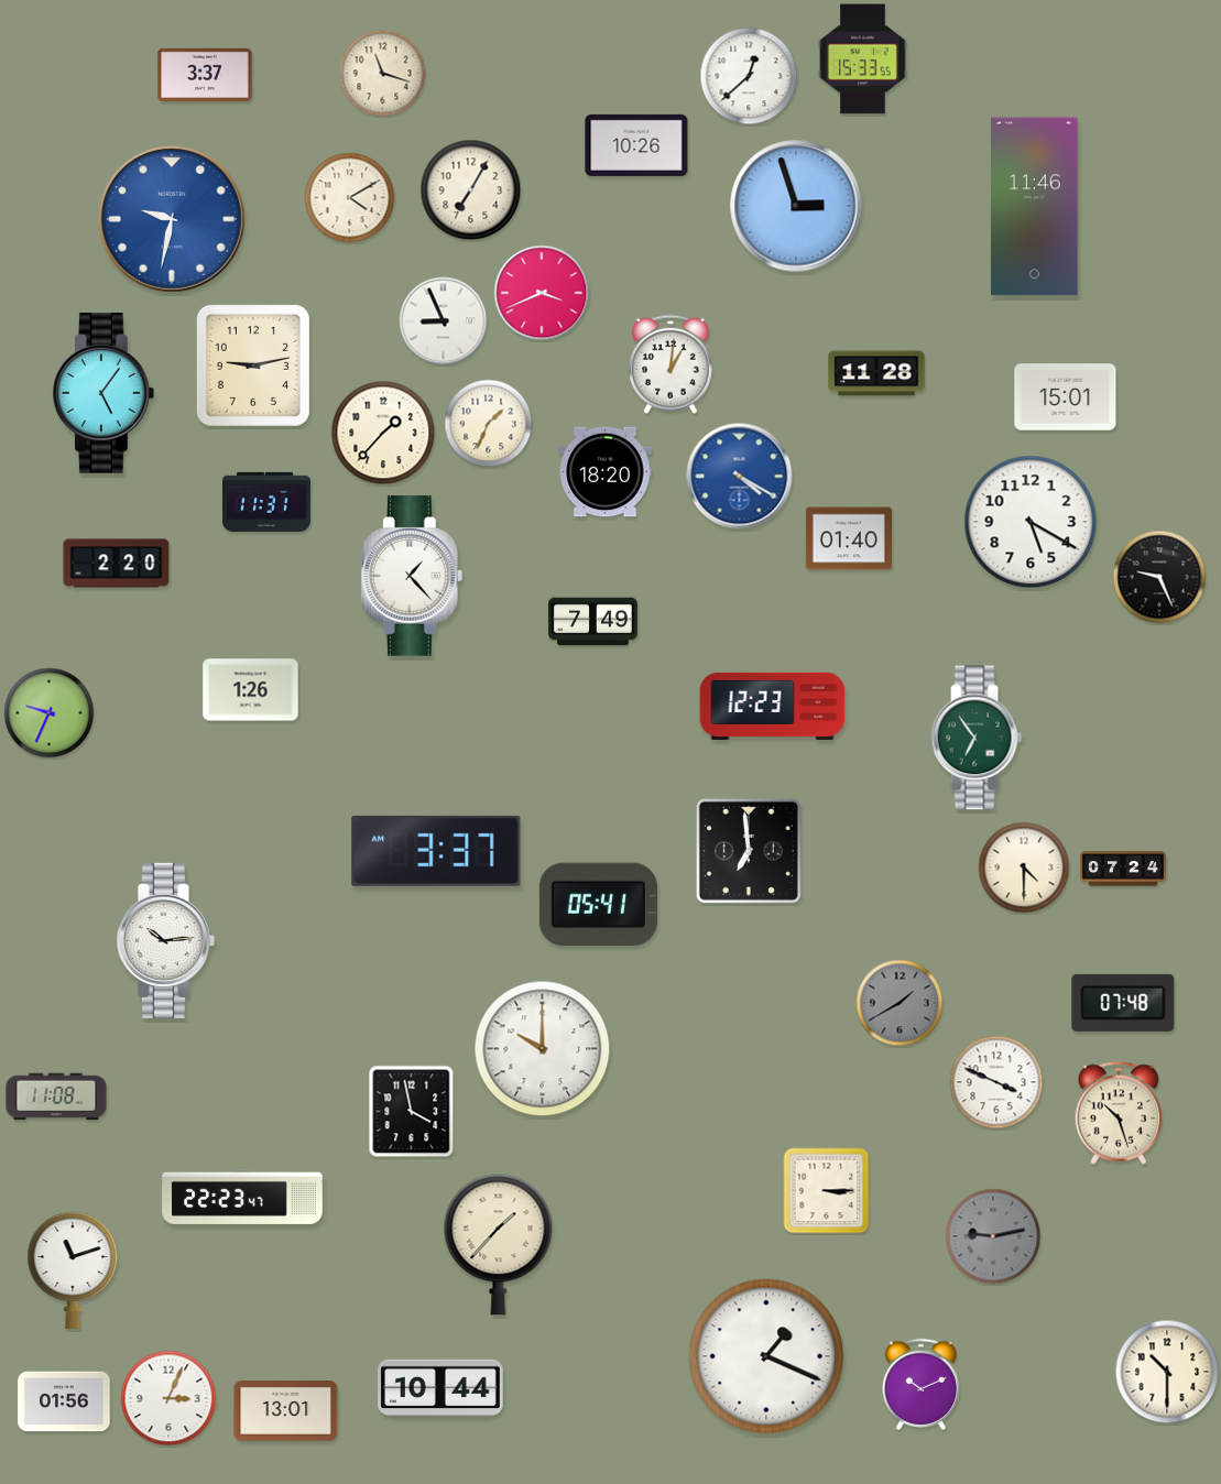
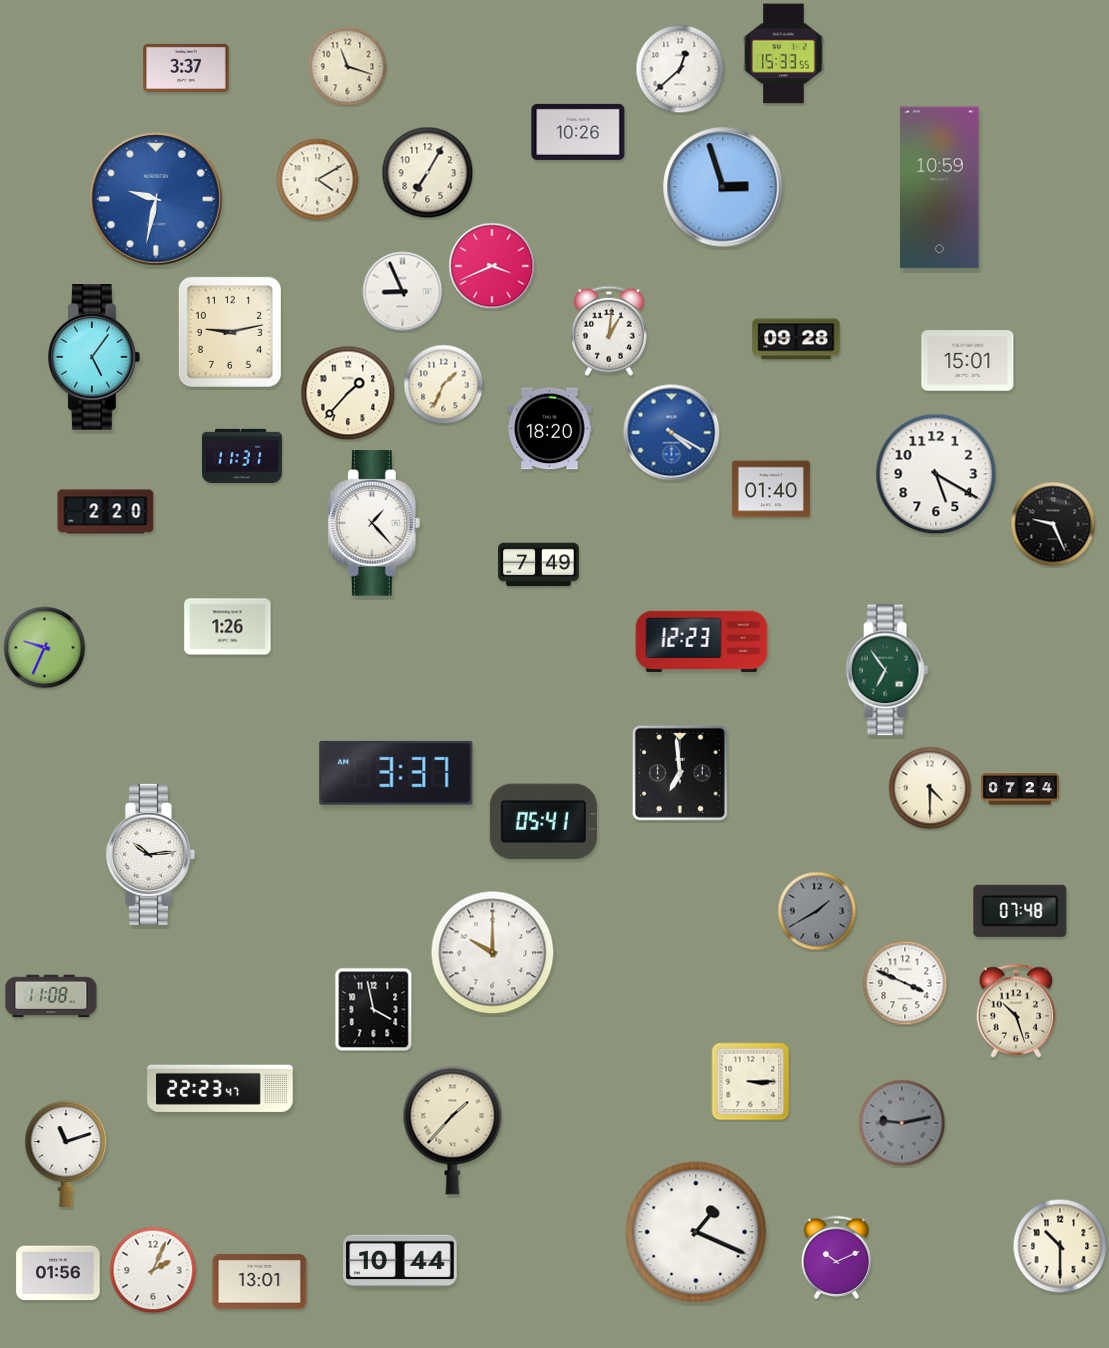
clock at (1035, 207): 11:46 -> 10:59
clock at (876, 373): 11:28 -> 09:28
clock at (168, 1398): 3:04 -> 2:04
